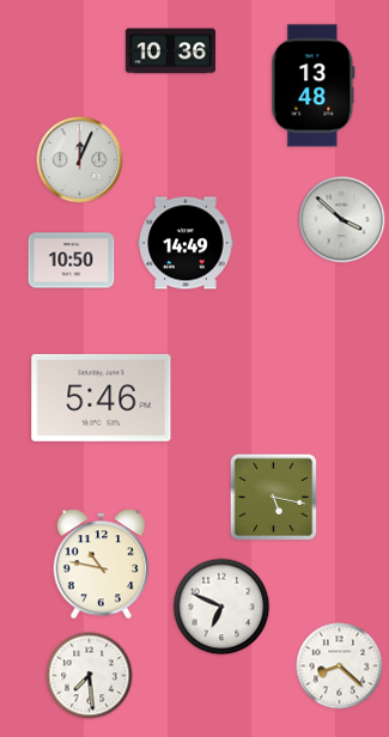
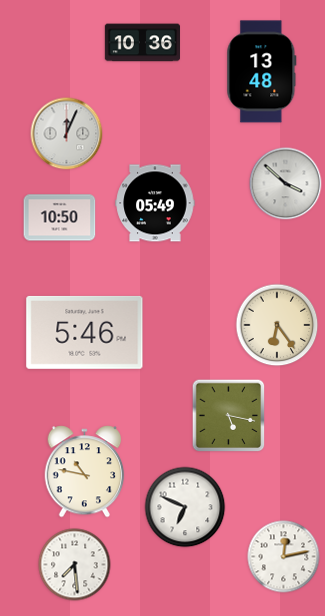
clock at (186, 243): 14:49 -> 05:49
clock at (277, 325): none -> 6:24
clock at (340, 666): 8:22 -> 12:13
